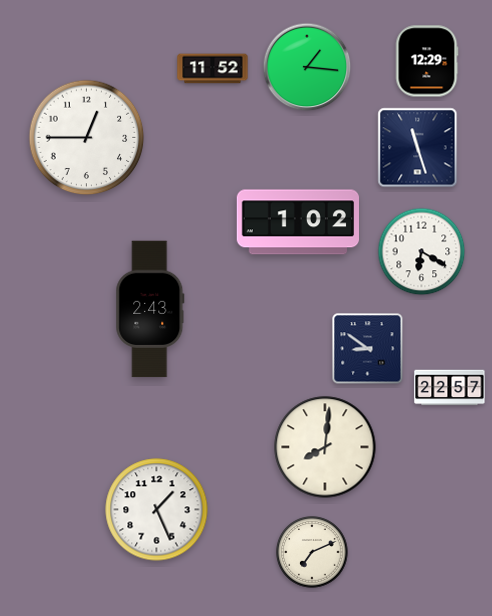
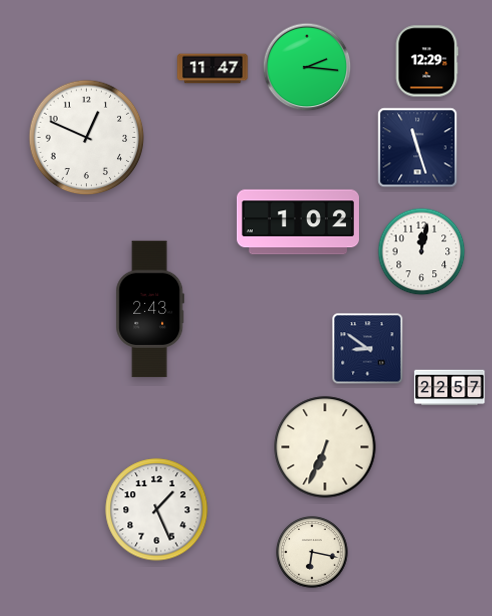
clock at (307, 67): 1:16 -> 2:16
clock at (213, 69): 11:52 -> 11:47
clock at (87, 138): 12:45 -> 12:49
clock at (422, 252): 6:20 -> 12:02
clock at (325, 447): 8:01 -> 6:34
clock at (312, 552): 7:11 -> 6:17
